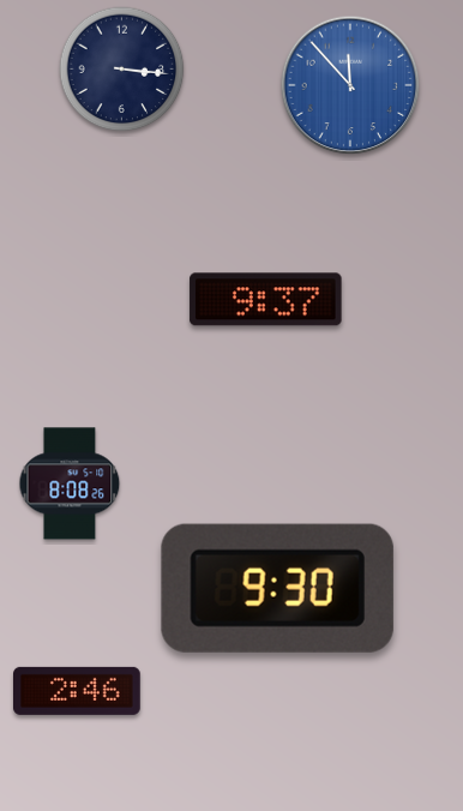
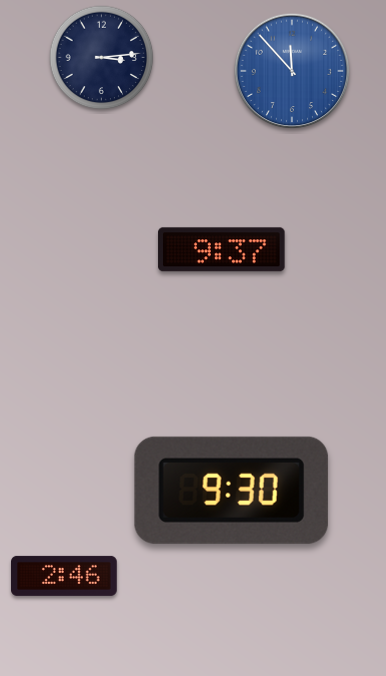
clock at (122, 70): 3:16 -> 3:14
clock at (70, 483): 8:08 -> none
